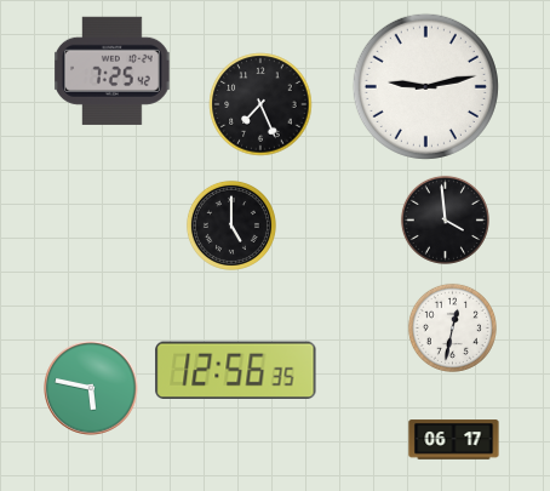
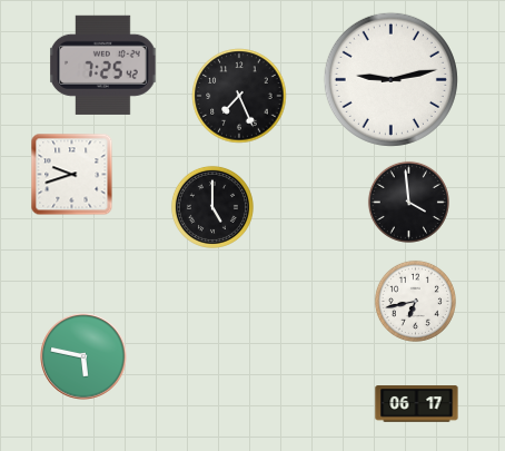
clock at (72, 175): none -> 9:42
clock at (452, 327): 12:32 -> 6:43
clock at (236, 371): 12:56 -> none
